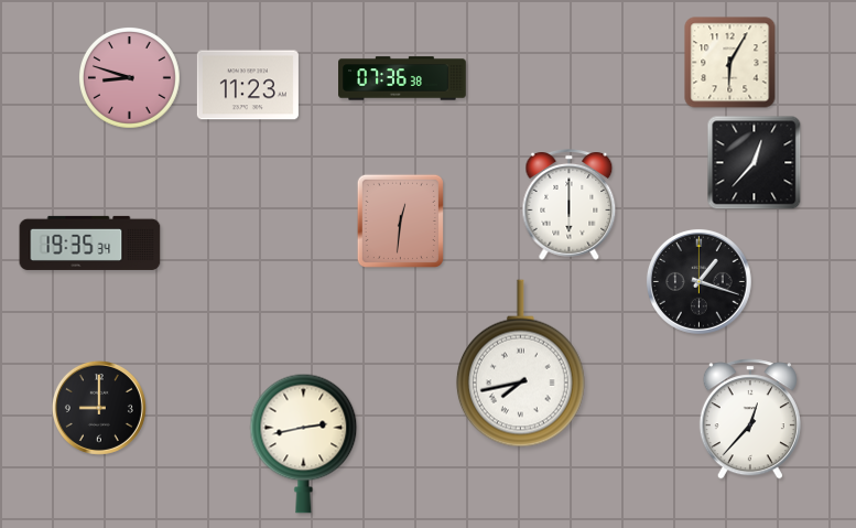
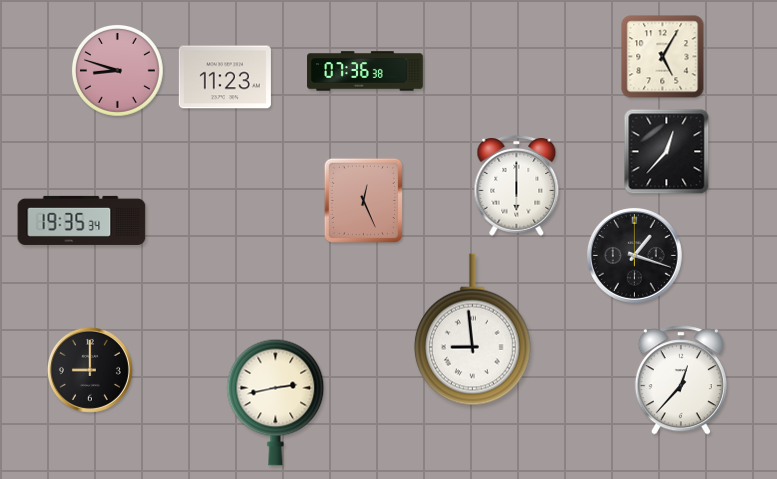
clock at (730, 63): 6:05 -> 5:05
clock at (755, 163) position: (755, 163) -> (667, 152)
clock at (400, 220): 12:31 -> 12:26
clock at (520, 364): 7:43 -> 8:59
